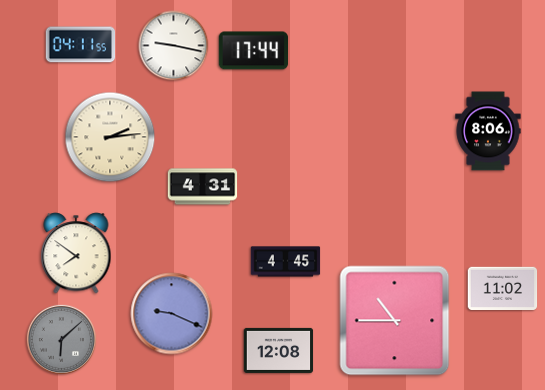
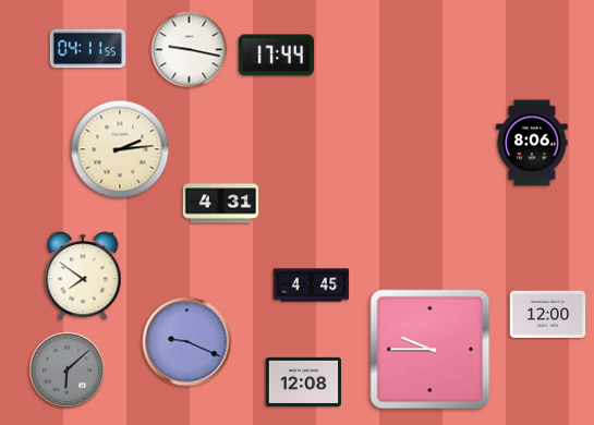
clock at (503, 288): 11:02 -> 12:00
clock at (395, 321): 10:45 -> 9:45
